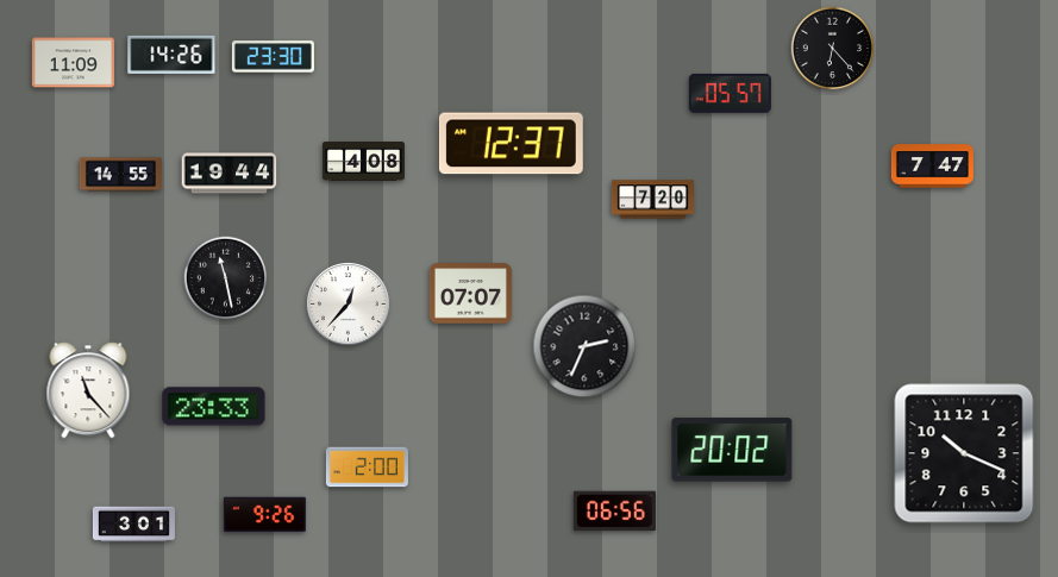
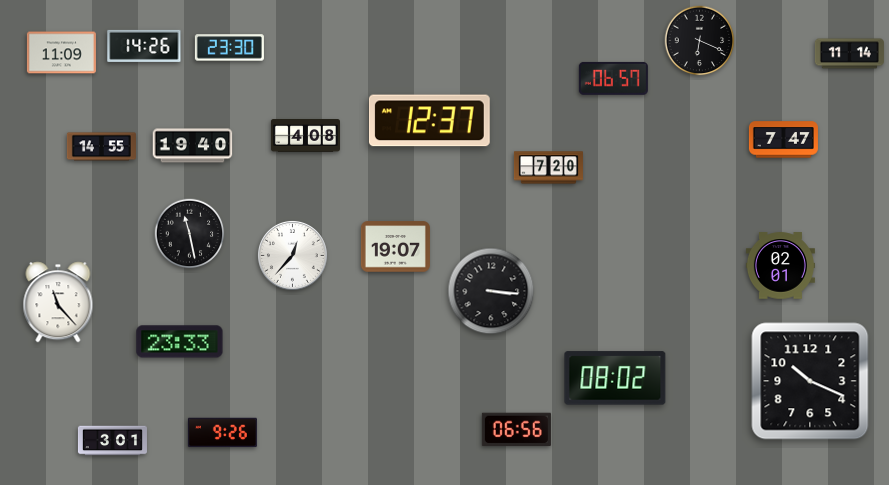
clock at (833, 49): 6:23 -> 6:19
clock at (849, 54): none -> 11:14
clock at (730, 93): 05:57 -> 06:57
clock at (230, 174): 19:44 -> 19:40
clock at (470, 294): 07:07 -> 19:07
clock at (780, 266): none -> 02:01
clock at (584, 346): 2:34 -> 3:16
clock at (88, 390) position: (88, 390) -> (58, 302)
clock at (732, 450): 20:02 -> 08:02
clock at (367, 468): 2:00 -> none
